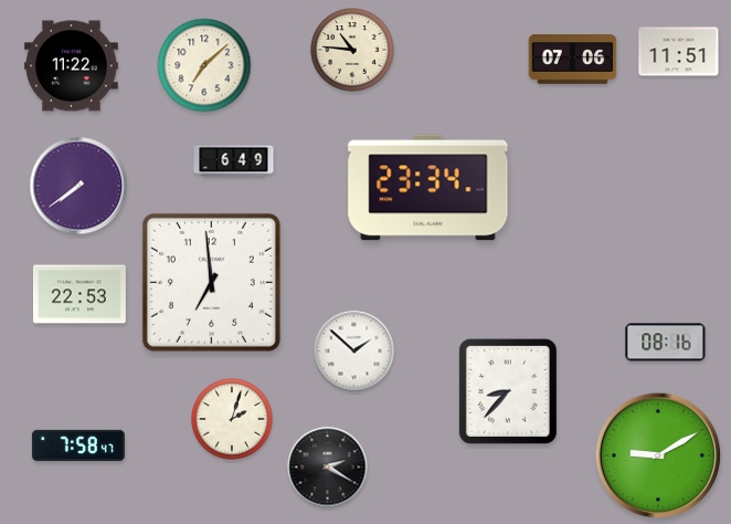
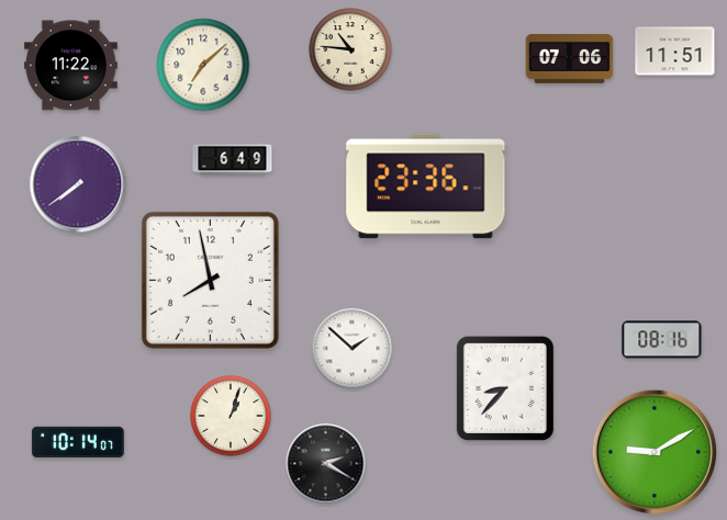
clock at (428, 188): 23:34 -> 23:36
clock at (211, 282): 6:59 -> 7:58
clock at (80, 294): 22:53 -> none
clock at (232, 419): 2:03 -> 1:03
clock at (78, 444): 7:58 -> 10:14
